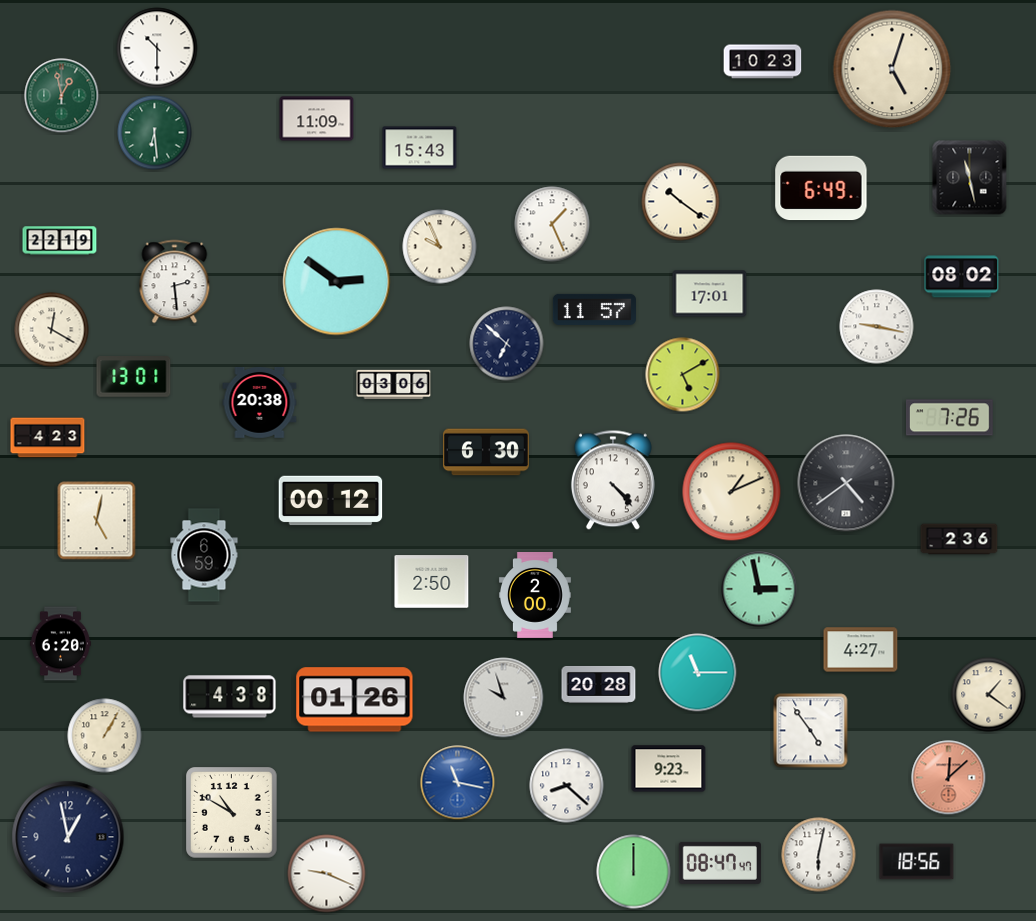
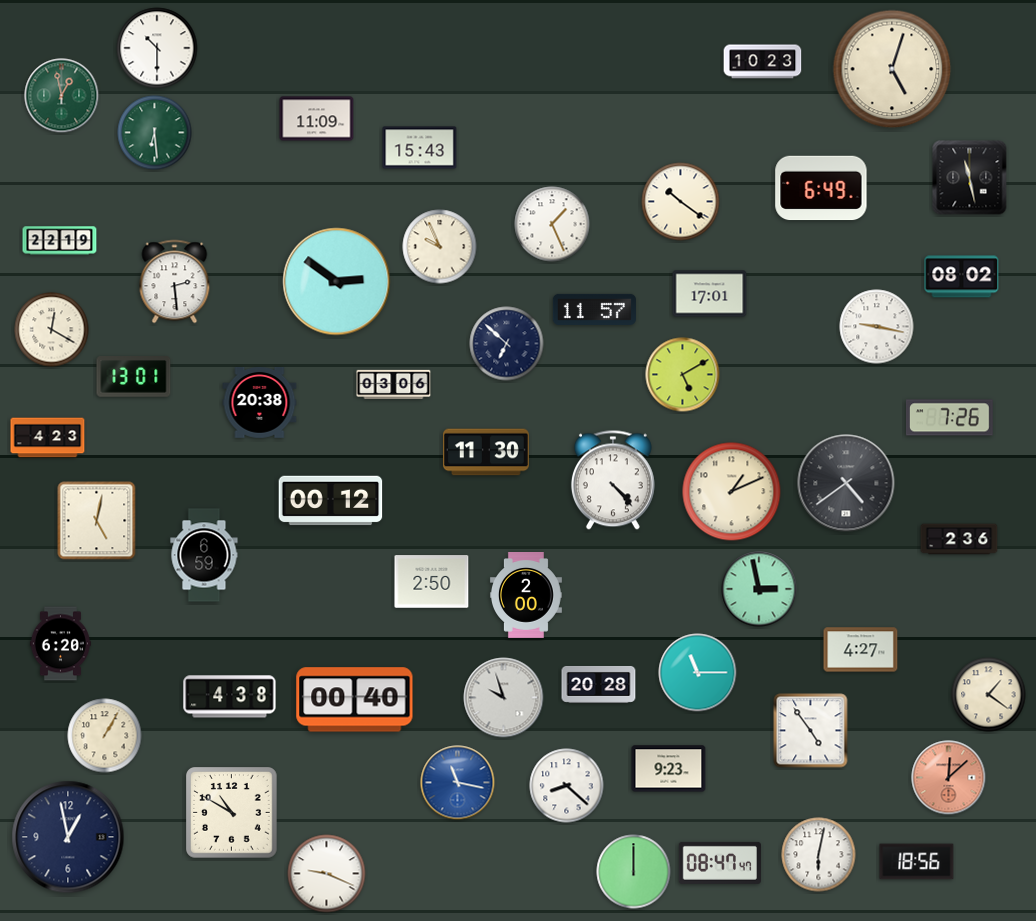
clock at (486, 452): 6:30 -> 11:30
clock at (535, 596) position: (535, 596) -> (526, 596)
clock at (355, 700): 01:26 -> 00:40
